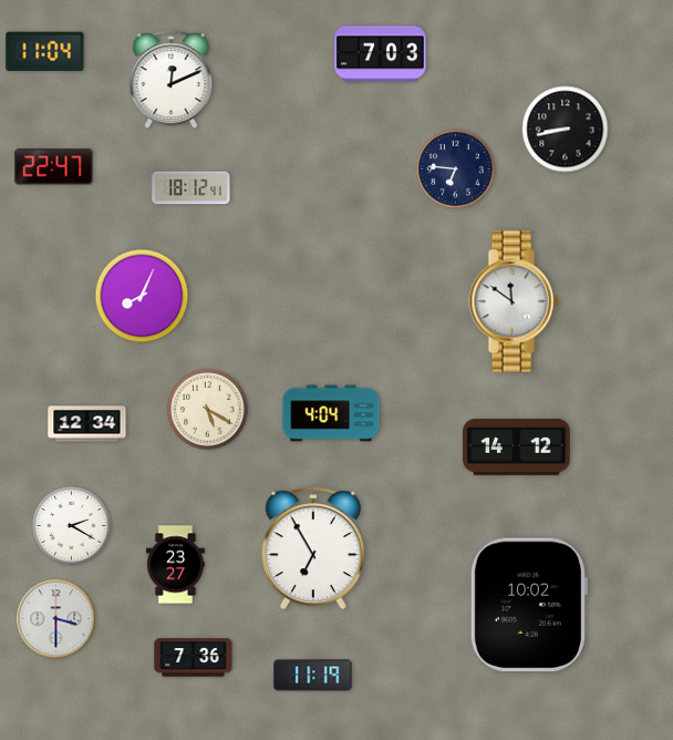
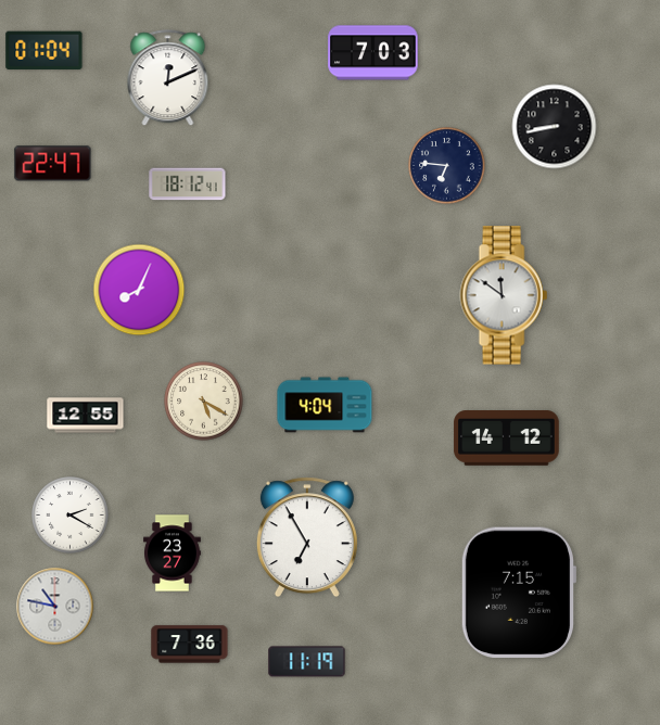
clock at (45, 52): 11:04 -> 01:04
clock at (87, 424): 12:34 -> 12:55
clock at (528, 605): 10:02 -> 7:15
clock at (56, 619): 3:30 -> 10:47
